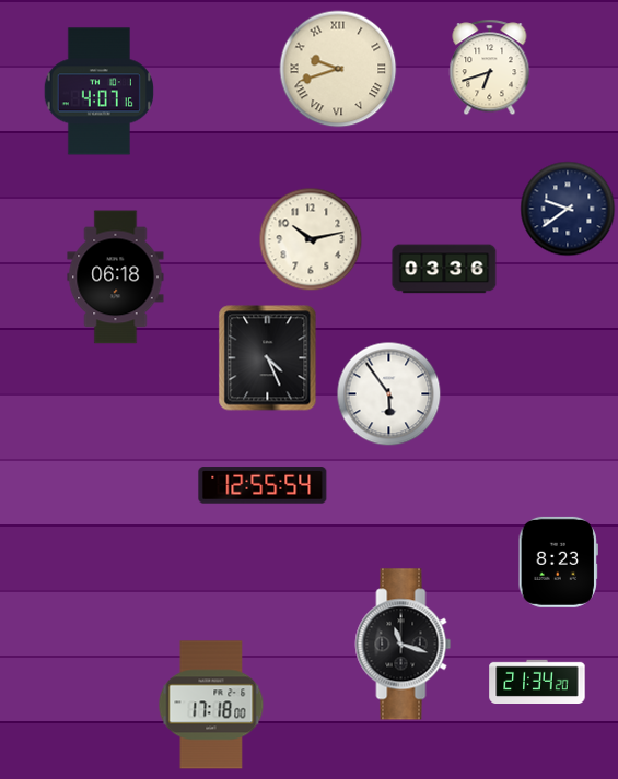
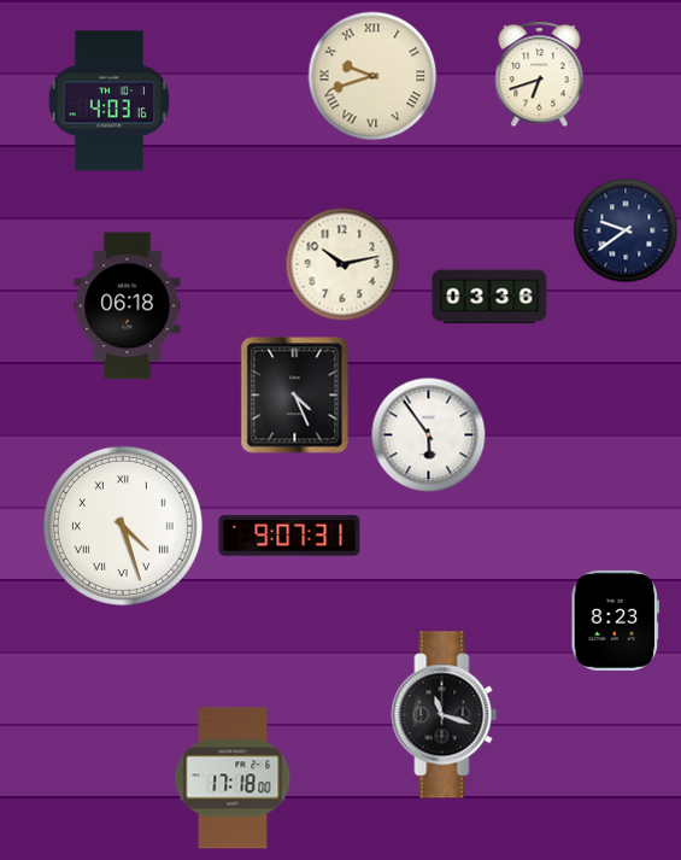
clock at (98, 92): 4:07 -> 4:03
clock at (123, 526): none -> 4:27
clock at (263, 485): 12:55 -> 9:07
clock at (404, 645) position: (404, 645) -> (445, 715)
clock at (537, 681): 21:34 -> none
